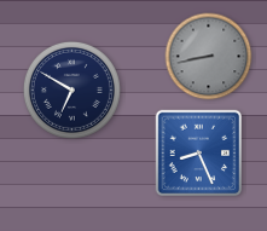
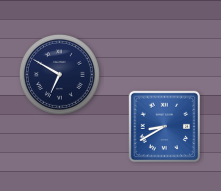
clock at (209, 57): 8:43 -> none
clock at (199, 154): 8:26 -> 8:40
